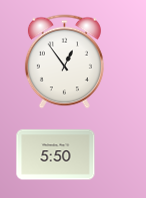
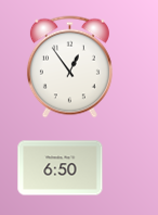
clock at (56, 155): 5:50 -> 6:50
